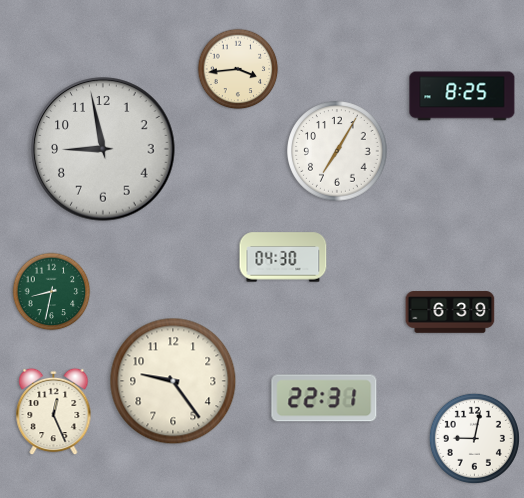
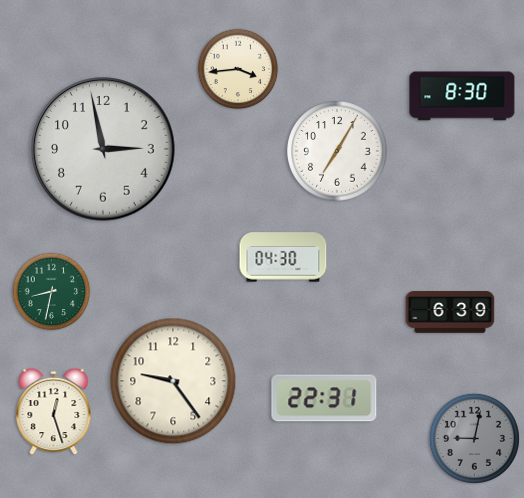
clock at (462, 96): 8:25 -> 8:30
clock at (103, 149): 8:58 -> 2:58
clock at (54, 412): 12:26 -> 12:27
clock at (474, 438) dial: white -> grey
